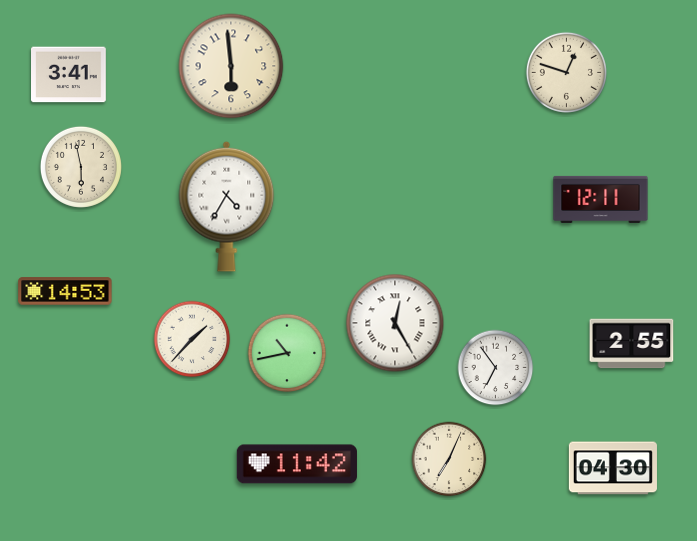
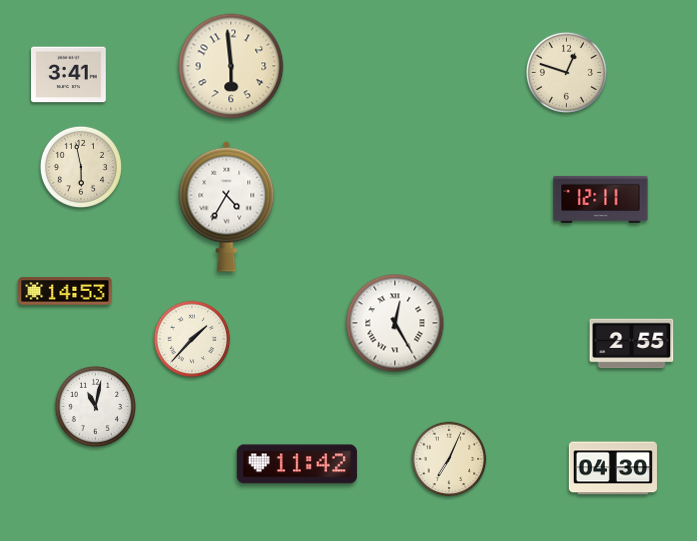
clock at (287, 353): 10:43 -> none
clock at (496, 368): 6:54 -> none
clock at (95, 406): none -> 11:02
